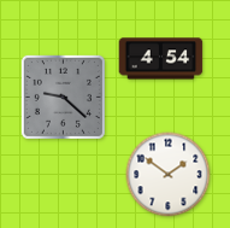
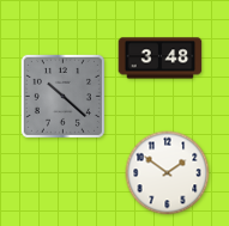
clock at (161, 59): 4:54 -> 3:48
clock at (63, 97): 9:22 -> 10:22
